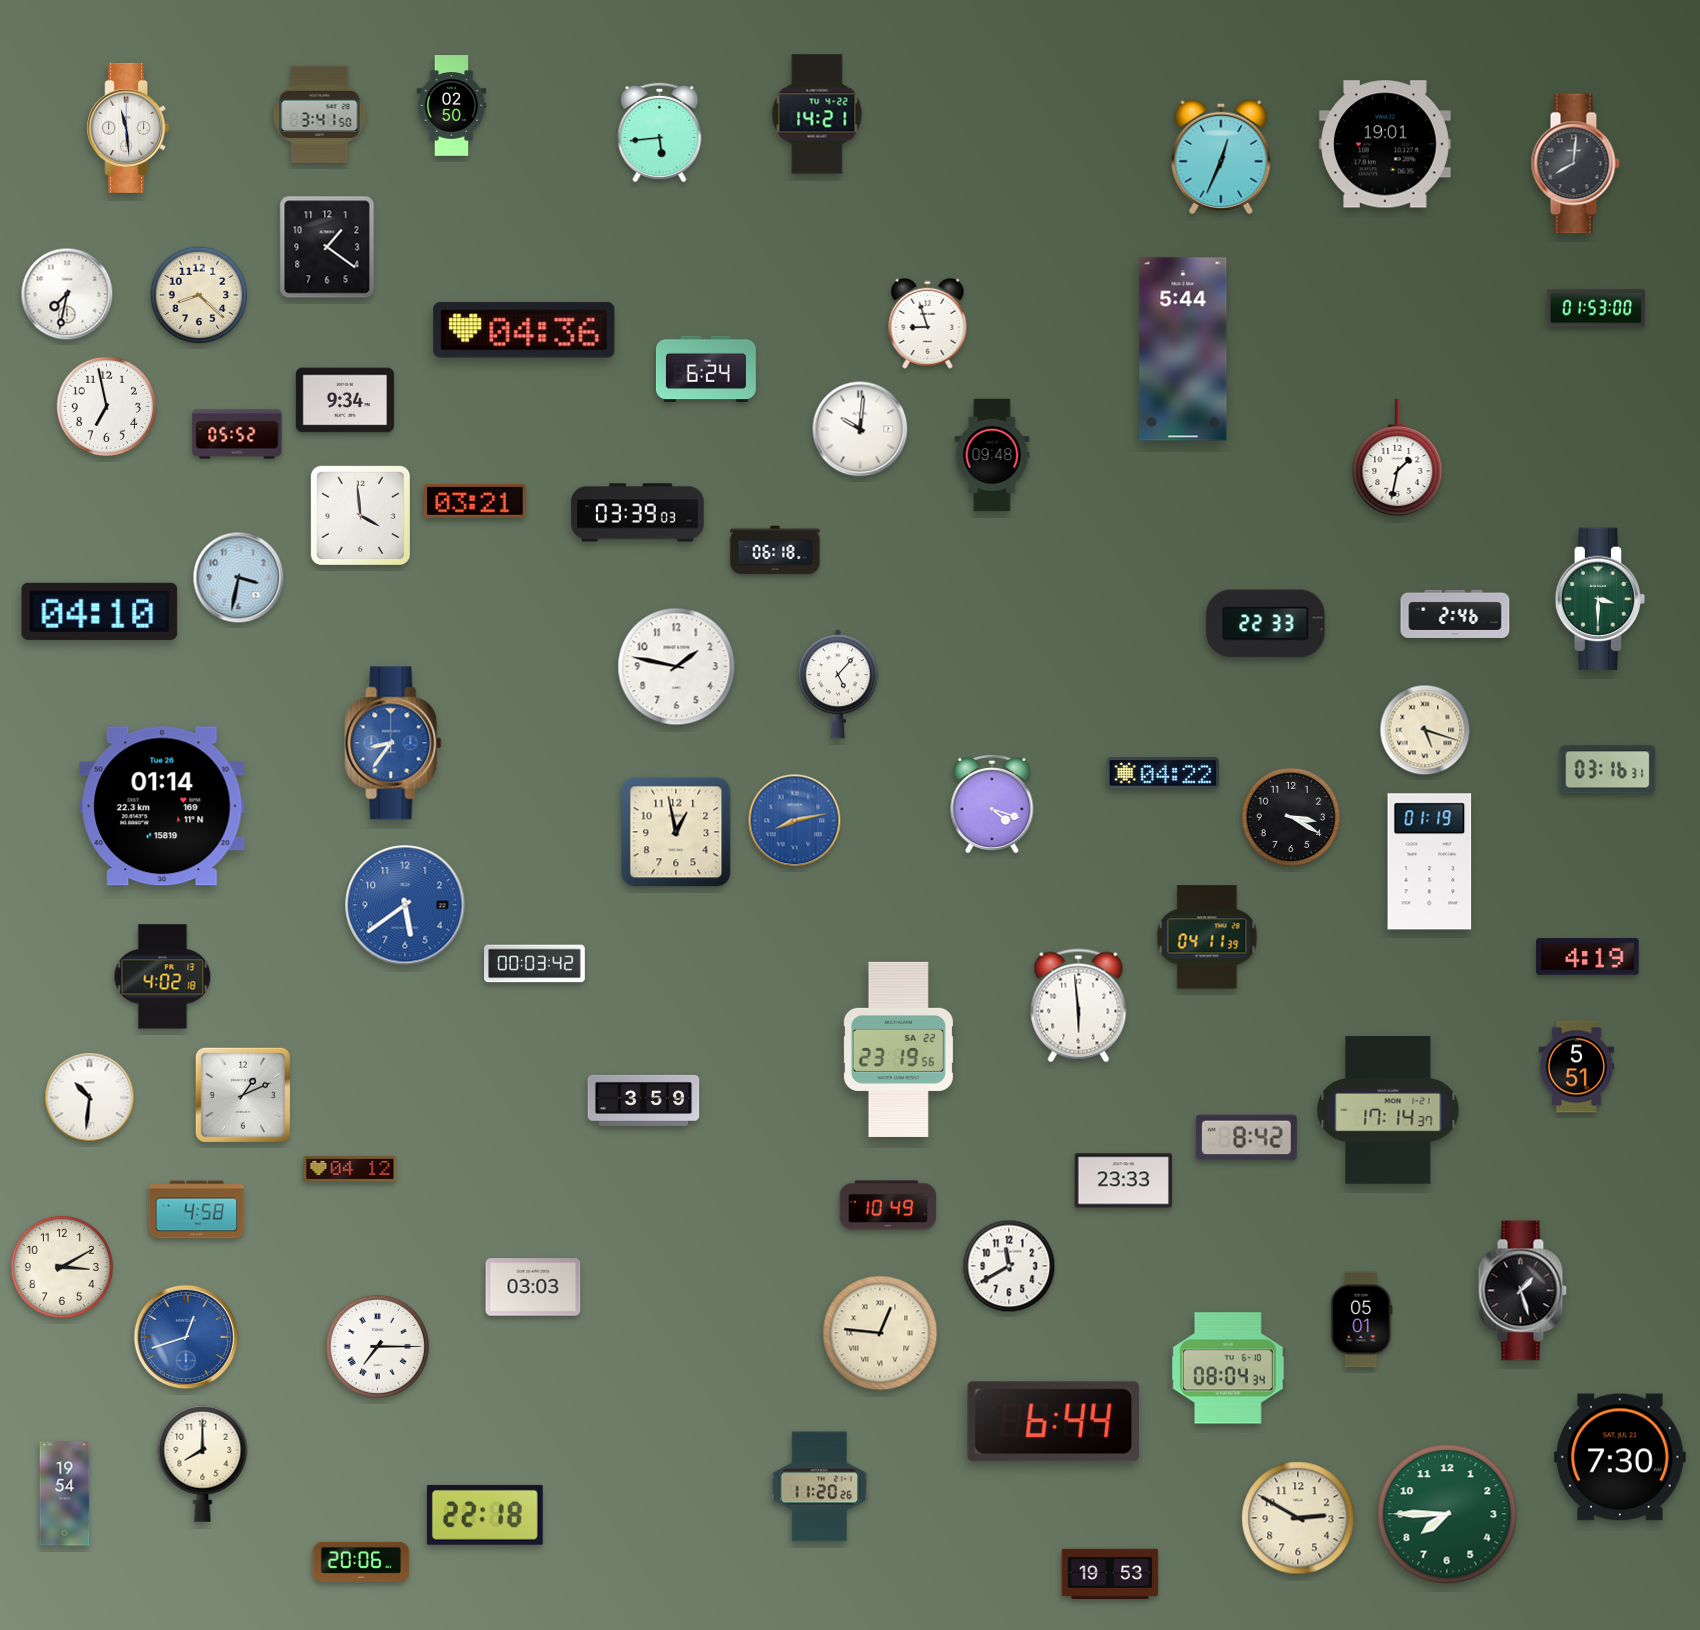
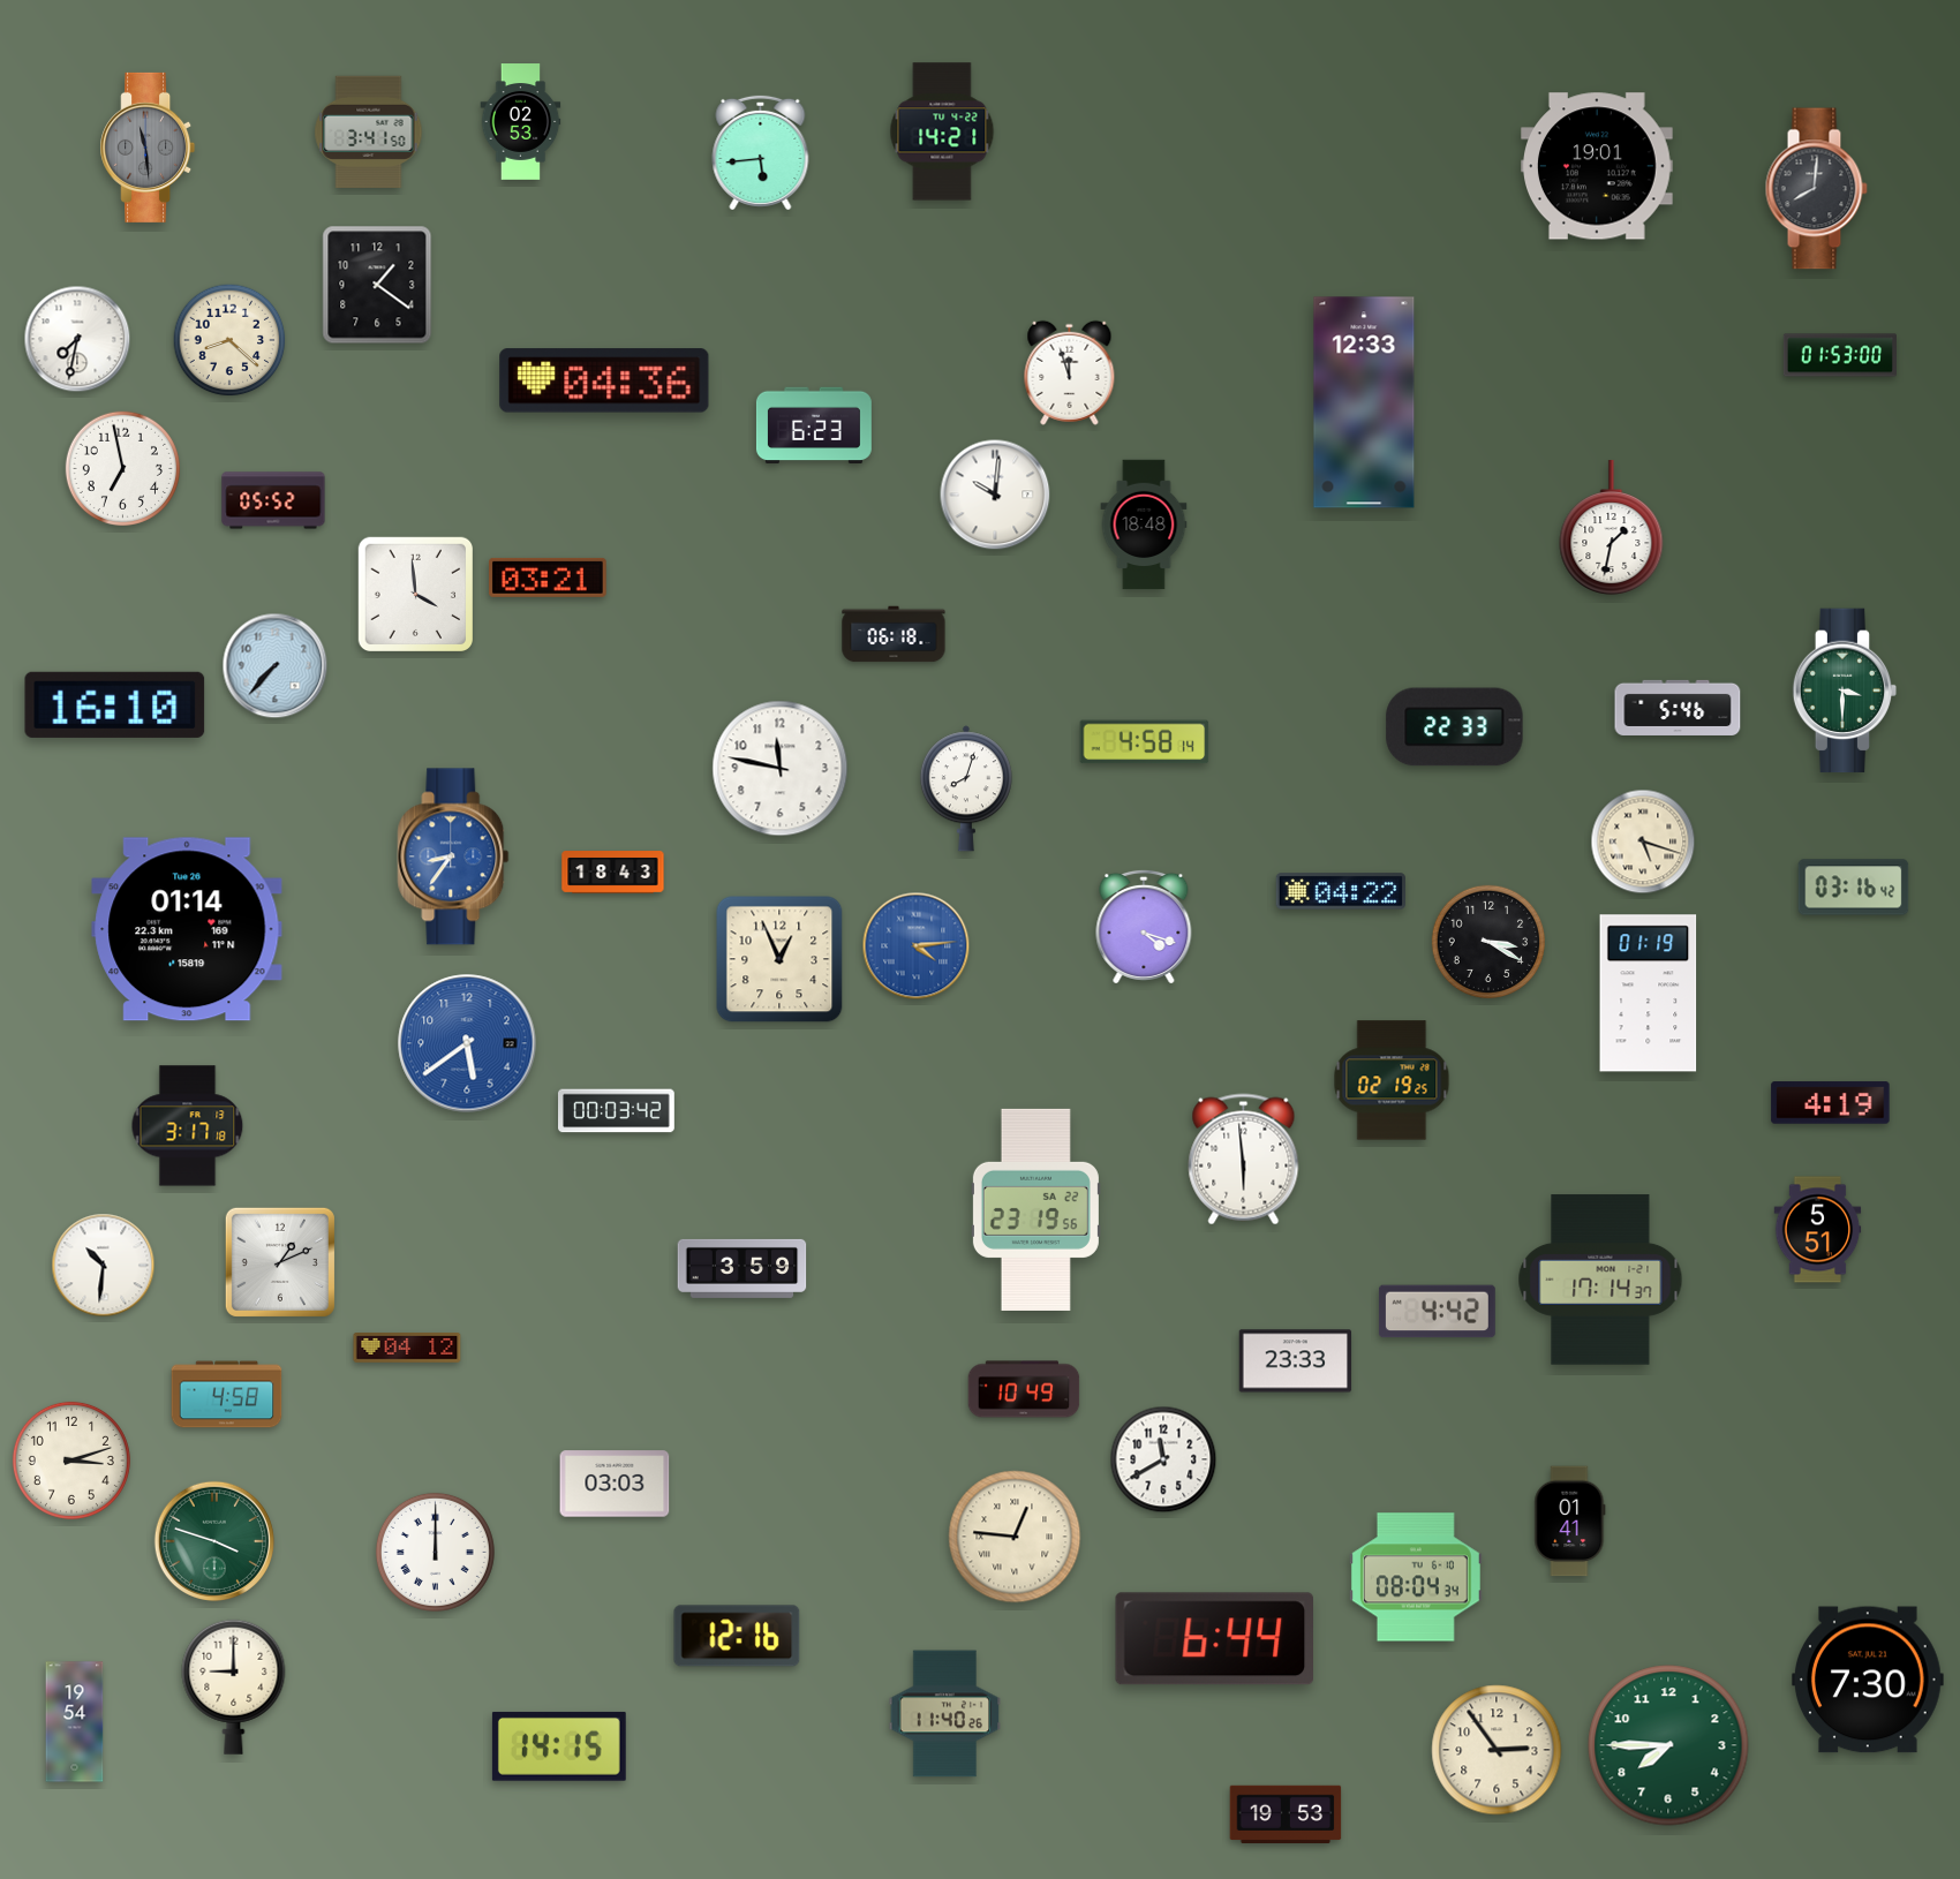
clock at (452, 106): 02:50 -> 02:53
clock at (128, 128) dial: white -> grey
clock at (1221, 157): 12:34 -> none
clock at (928, 323): 8:57 -> 11:57
clock at (1183, 349): 5:44 -> 12:33
clock at (706, 369): 6:24 -> 6:23
clock at (345, 400): 9:34 -> none
clock at (860, 429) position: (860, 429) -> (995, 495)
clock at (992, 455): 09:48 -> 18:48
clock at (638, 513): 03:39 -> none
clock at (239, 578): 3:32 -> 7:37
clock at (100, 611): 04:10 -> 16:10
clock at (1455, 614): 2:46 -> 5:46
clock at (1266, 624) position: (1266, 624) -> (1455, 727)
clock at (1145, 742): none -> 4:58
clock at (677, 667): 1:47 -> 11:47
clock at (838, 684): 5:07 -> 8:03
clock at (613, 873): none -> 18:43
clock at (1608, 770): 03:16:31 -> 03:16:42
clock at (795, 821): 8:13 -> 4:14
clock at (676, 832): 12:58 -> 12:56
clock at (1207, 937): 04:11 -> 02:19
clock at (163, 977): 4:02 -> 3:17
clock at (1247, 1138): 8:42 -> 4:42
clock at (350, 1170) position: (350, 1170) -> (407, 1349)
clock at (62, 1267): 3:10 -> 3:12
clock at (1522, 1291): 1:27 -> none
clock at (1362, 1320): 05:01 -> 01:41
clock at (185, 1336): 12:42 -> 3:48
clock at (185, 1336) dial: blue -> green
clock at (377, 1346): 7:15 -> 12:00
clock at (737, 1636): none -> 12:16
clock at (203, 1463): 8:00 -> 9:00
clock at (820, 1487): 11:20 -> 11:40
clock at (485, 1515): 22:18 -> 14:15
clock at (1298, 1518): 2:50 -> 2:54
clock at (361, 1562): 20:06 -> none
clock at (1110, 1573) position: (1110, 1573) -> (1286, 1813)
